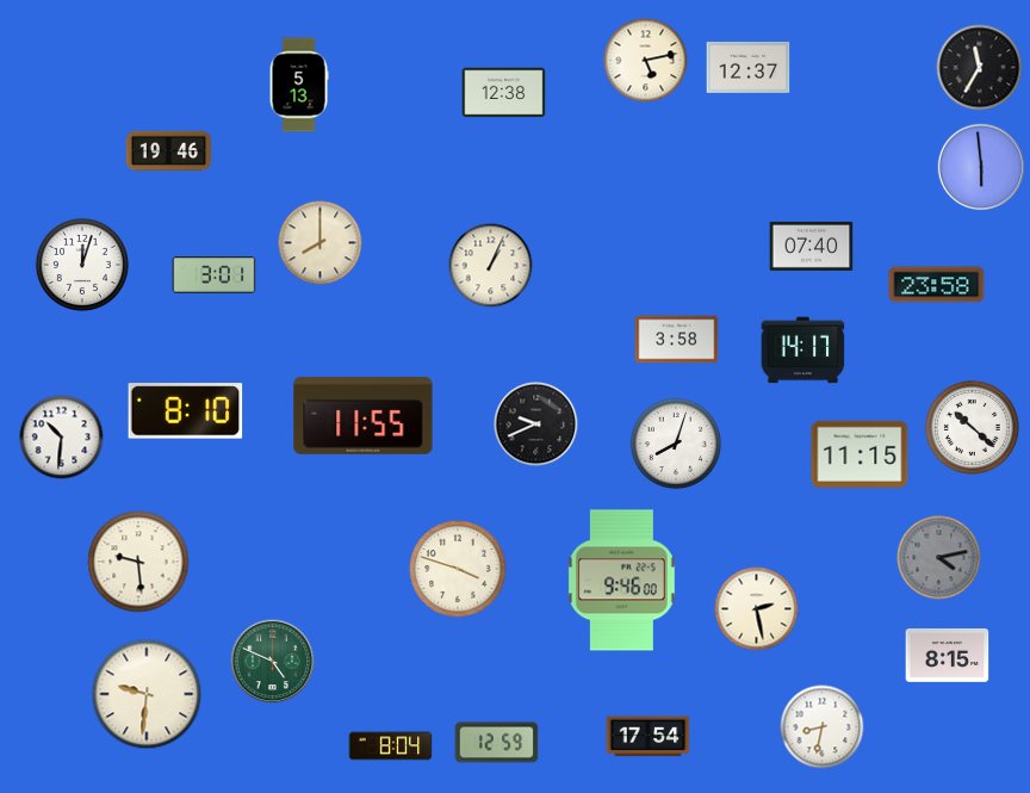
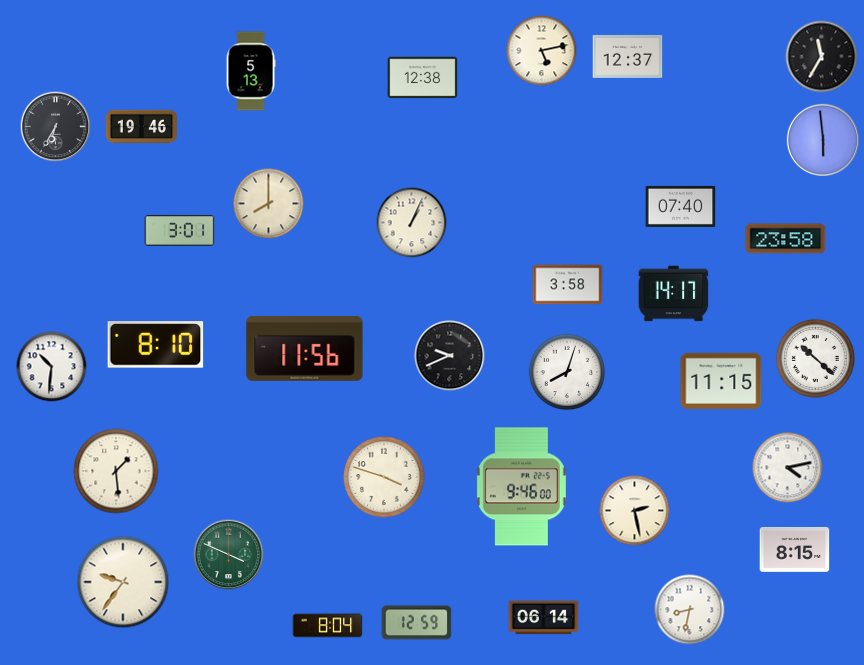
clock at (56, 127): none -> 6:35
clock at (82, 265): 12:03 -> none
clock at (364, 415): 11:55 -> 11:56
clock at (939, 558) dial: grey -> white
clock at (138, 562): 9:29 -> 1:29
clock at (273, 662): 4:49 -> 3:49
clock at (147, 694): 9:31 -> 9:36
clock at (649, 737): 17:54 -> 06:14
